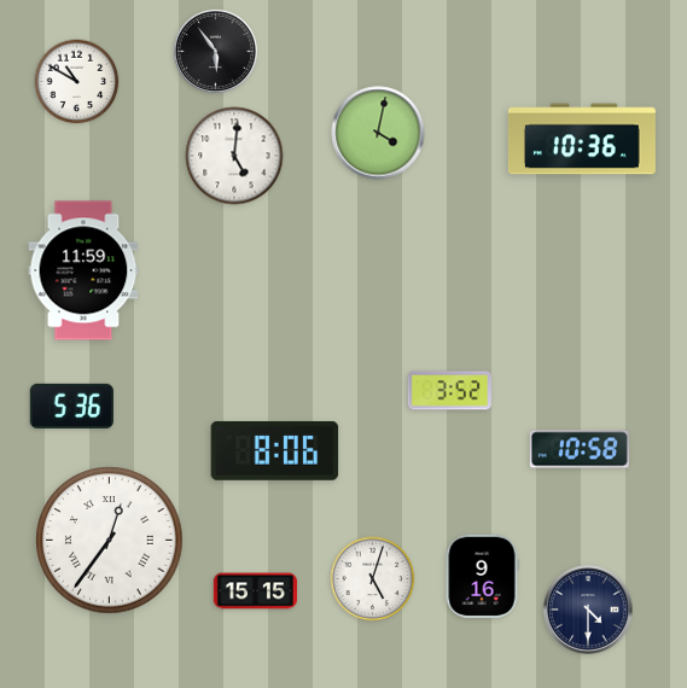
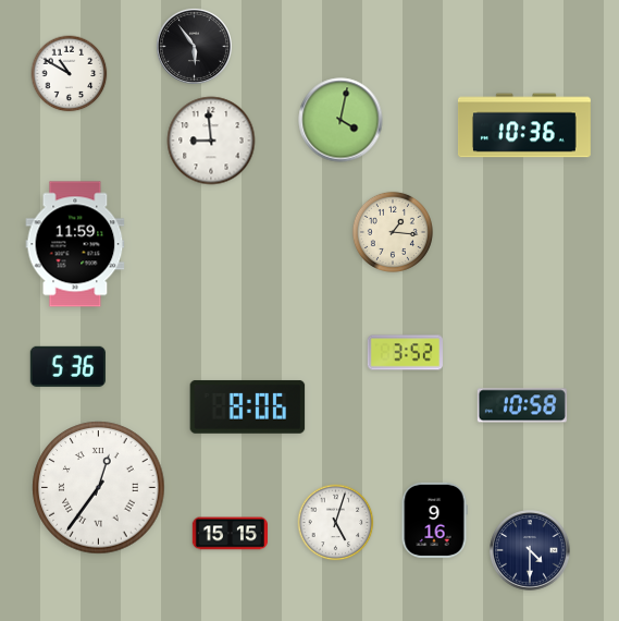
clock at (234, 156): 5:01 -> 8:59
clock at (393, 232): none -> 1:16
clock at (71, 406) position: (71, 406) -> (67, 366)
